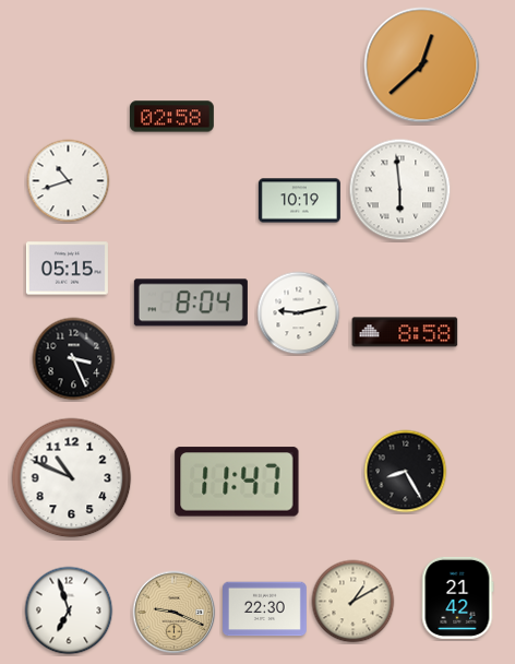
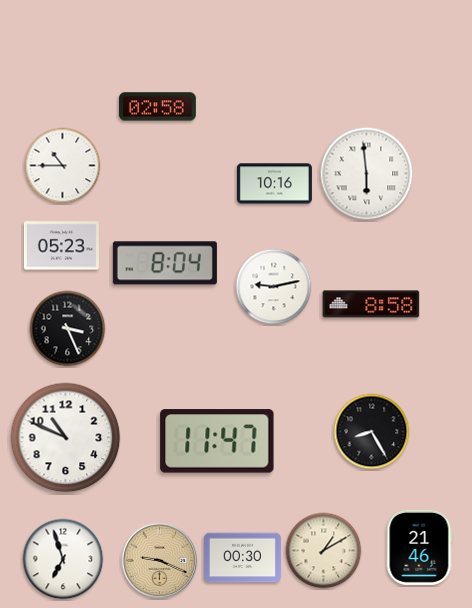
clock at (422, 66): 12:38 -> none
clock at (69, 181): 10:42 -> 10:45
clock at (299, 201): 10:19 -> 10:16
clock at (67, 269): 05:15 -> 05:23
clock at (191, 303) position: (191, 303) -> (165, 263)
clock at (458, 597): 21:42 -> 21:46
clock at (265, 609): 22:30 -> 00:30
